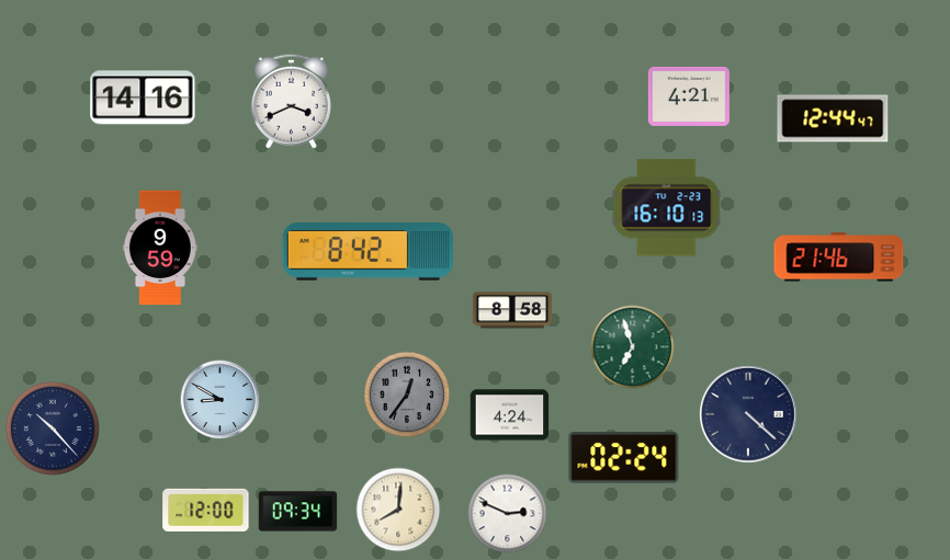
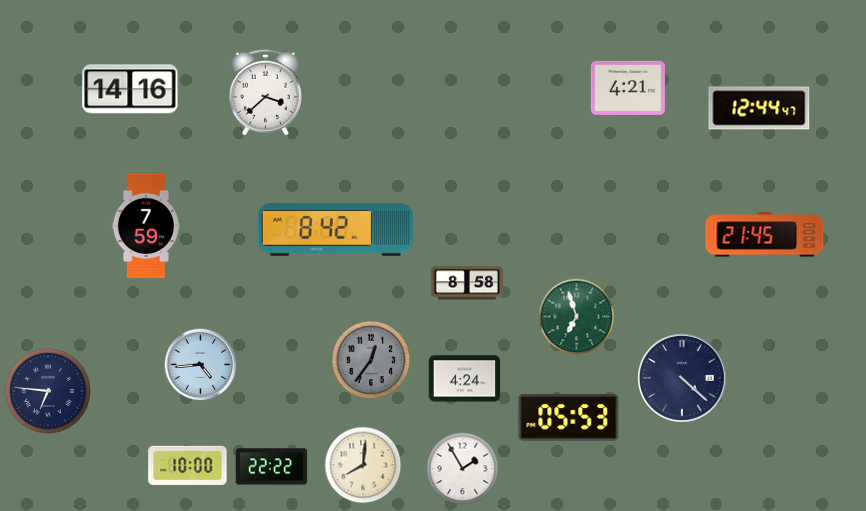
clock at (291, 101): 3:41 -> 3:38
clock at (667, 208): 16:10 -> none
clock at (160, 248): 9:59 -> 7:59
clock at (839, 258): 21:46 -> 21:45
clock at (220, 400): 8:50 -> 4:44
clock at (53, 428): 10:23 -> 6:46
clock at (624, 458): 02:24 -> 05:53
clock at (206, 510): 12:00 -> 10:00
clock at (298, 512): 09:34 -> 22:22
clock at (508, 514): 2:49 -> 1:55
